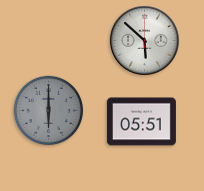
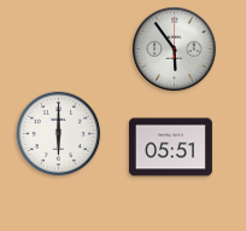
clock at (145, 41): 5:52 -> 5:54
clock at (49, 111) dial: grey -> white
